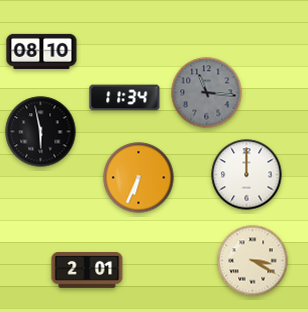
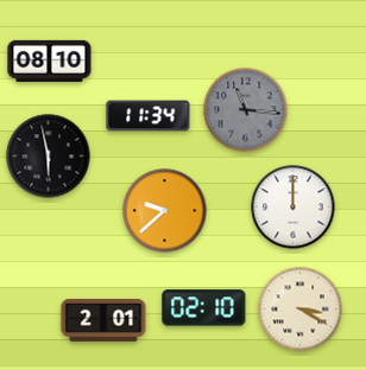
clock at (139, 178): 6:34 -> 9:38
clock at (204, 308): none -> 02:10
